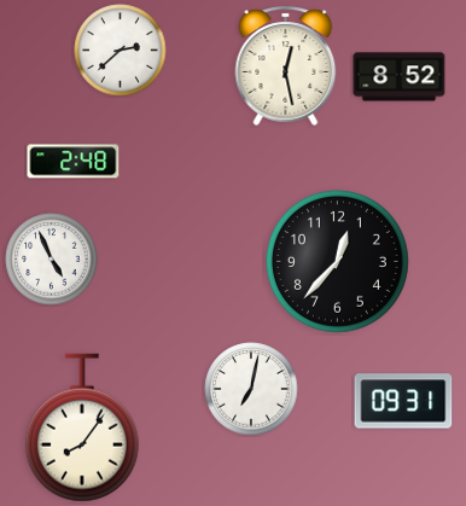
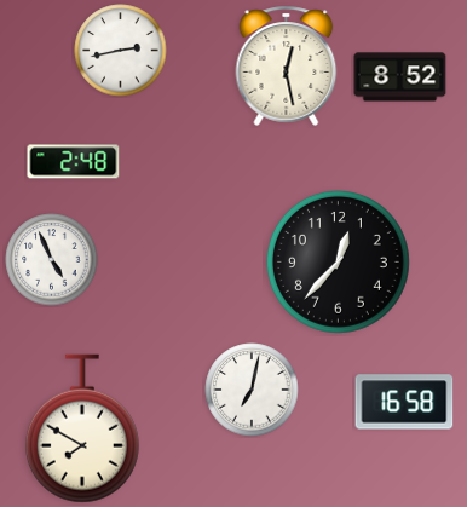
clock at (121, 51): 2:38 -> 2:43
clock at (403, 401): 09:31 -> 16:58
clock at (82, 428): 8:06 -> 7:50
